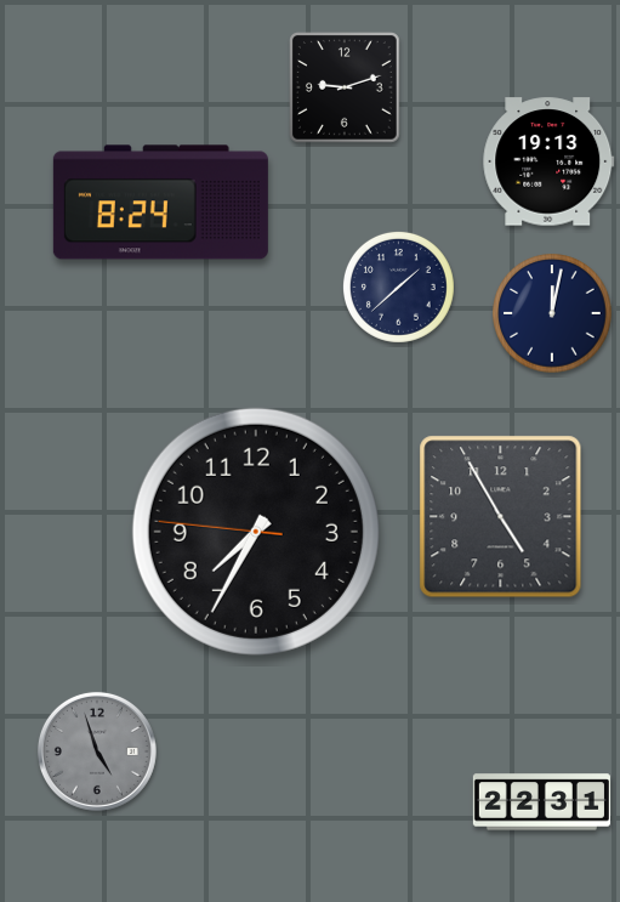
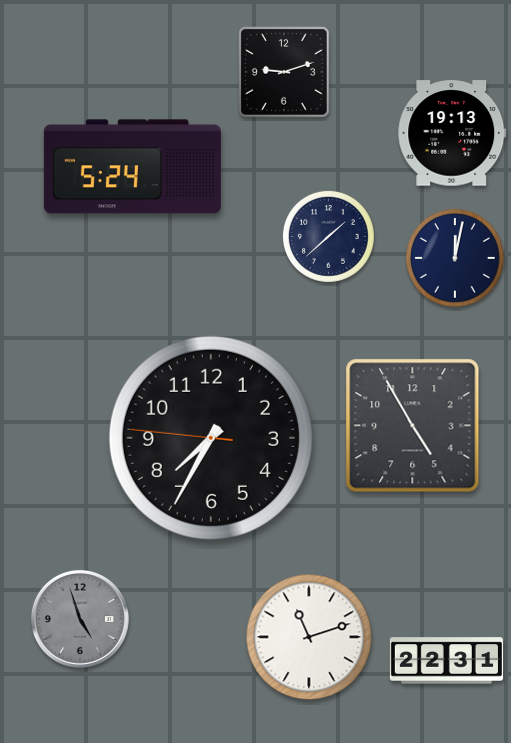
clock at (160, 203): 8:24 -> 5:24
clock at (309, 637): none -> 11:12
